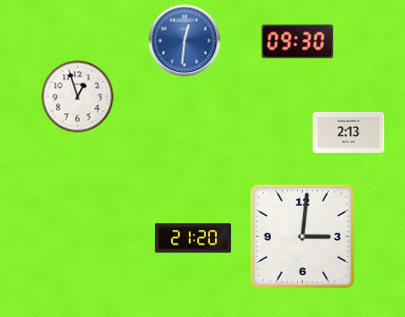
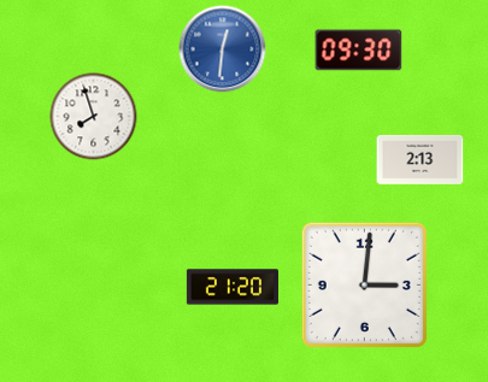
clock at (78, 97): 12:57 -> 7:57
